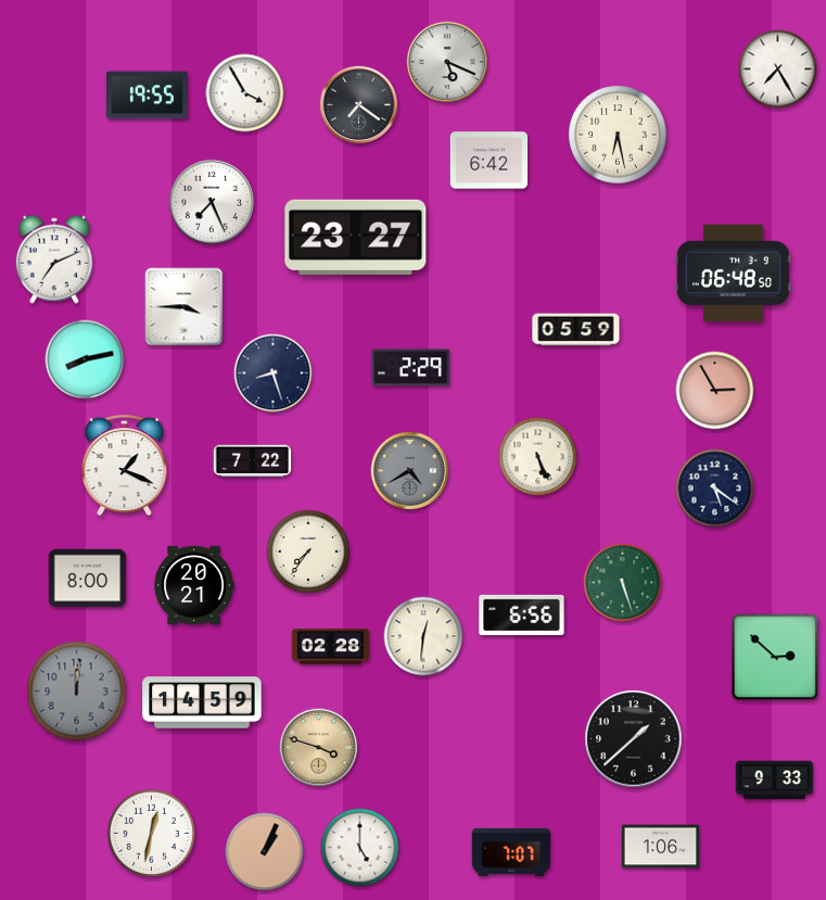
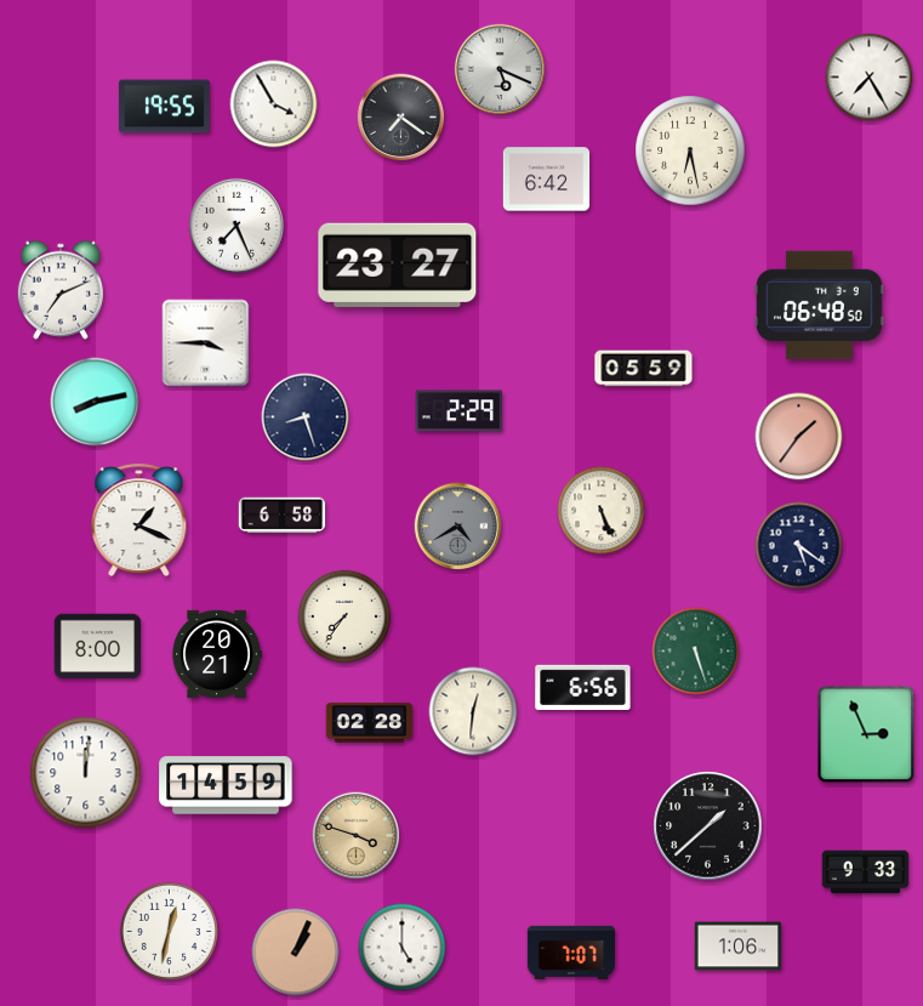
clock at (715, 391): 2:55 -> 1:36
clock at (253, 461): 7:22 -> 6:58
clock at (775, 657): 2:52 -> 2:56
clock at (77, 692) dial: grey -> white
